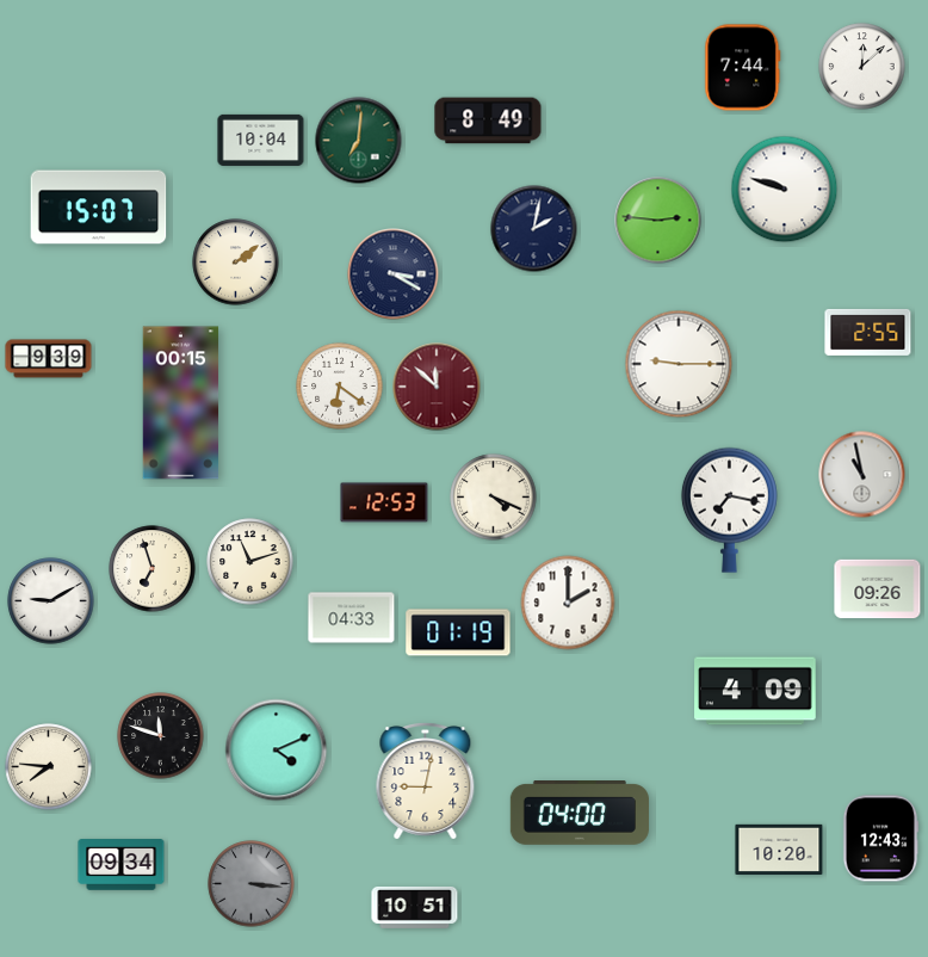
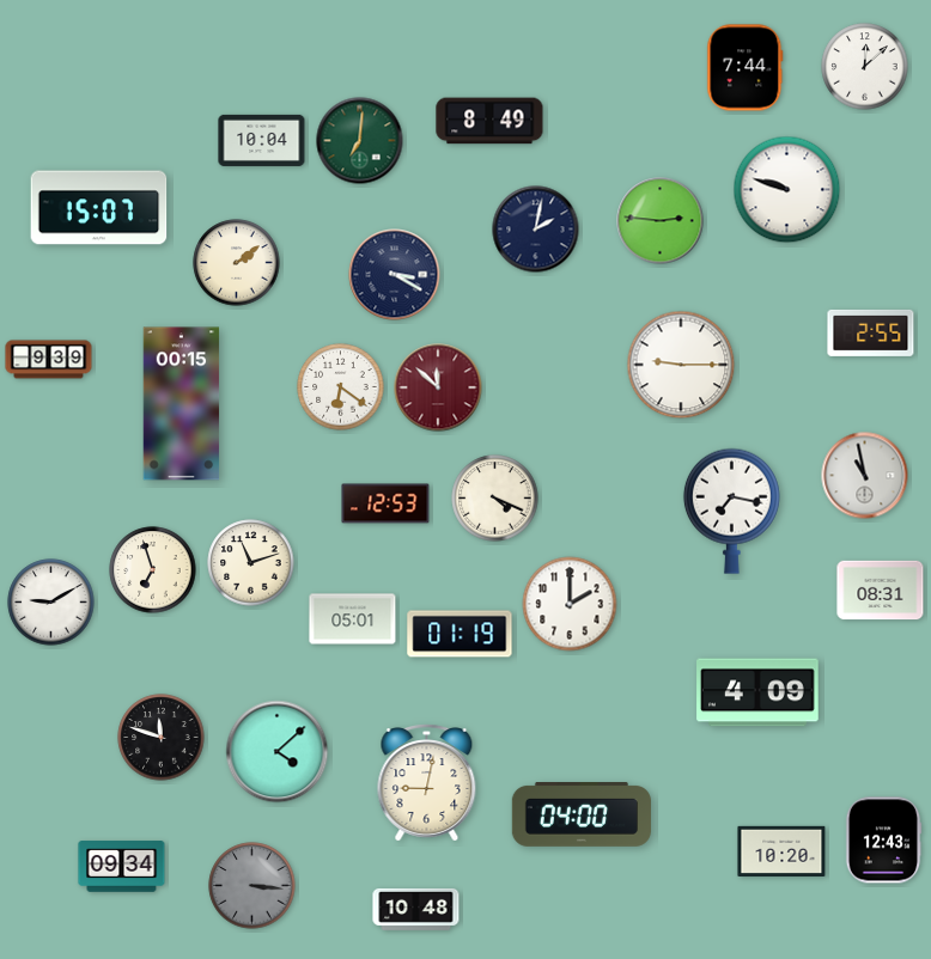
clock at (878, 589): 09:26 -> 08:31
clock at (352, 618): 04:33 -> 05:01
clock at (277, 751): 4:11 -> 4:08
clock at (49, 767): 7:46 -> none
clock at (415, 907): 10:51 -> 10:48
